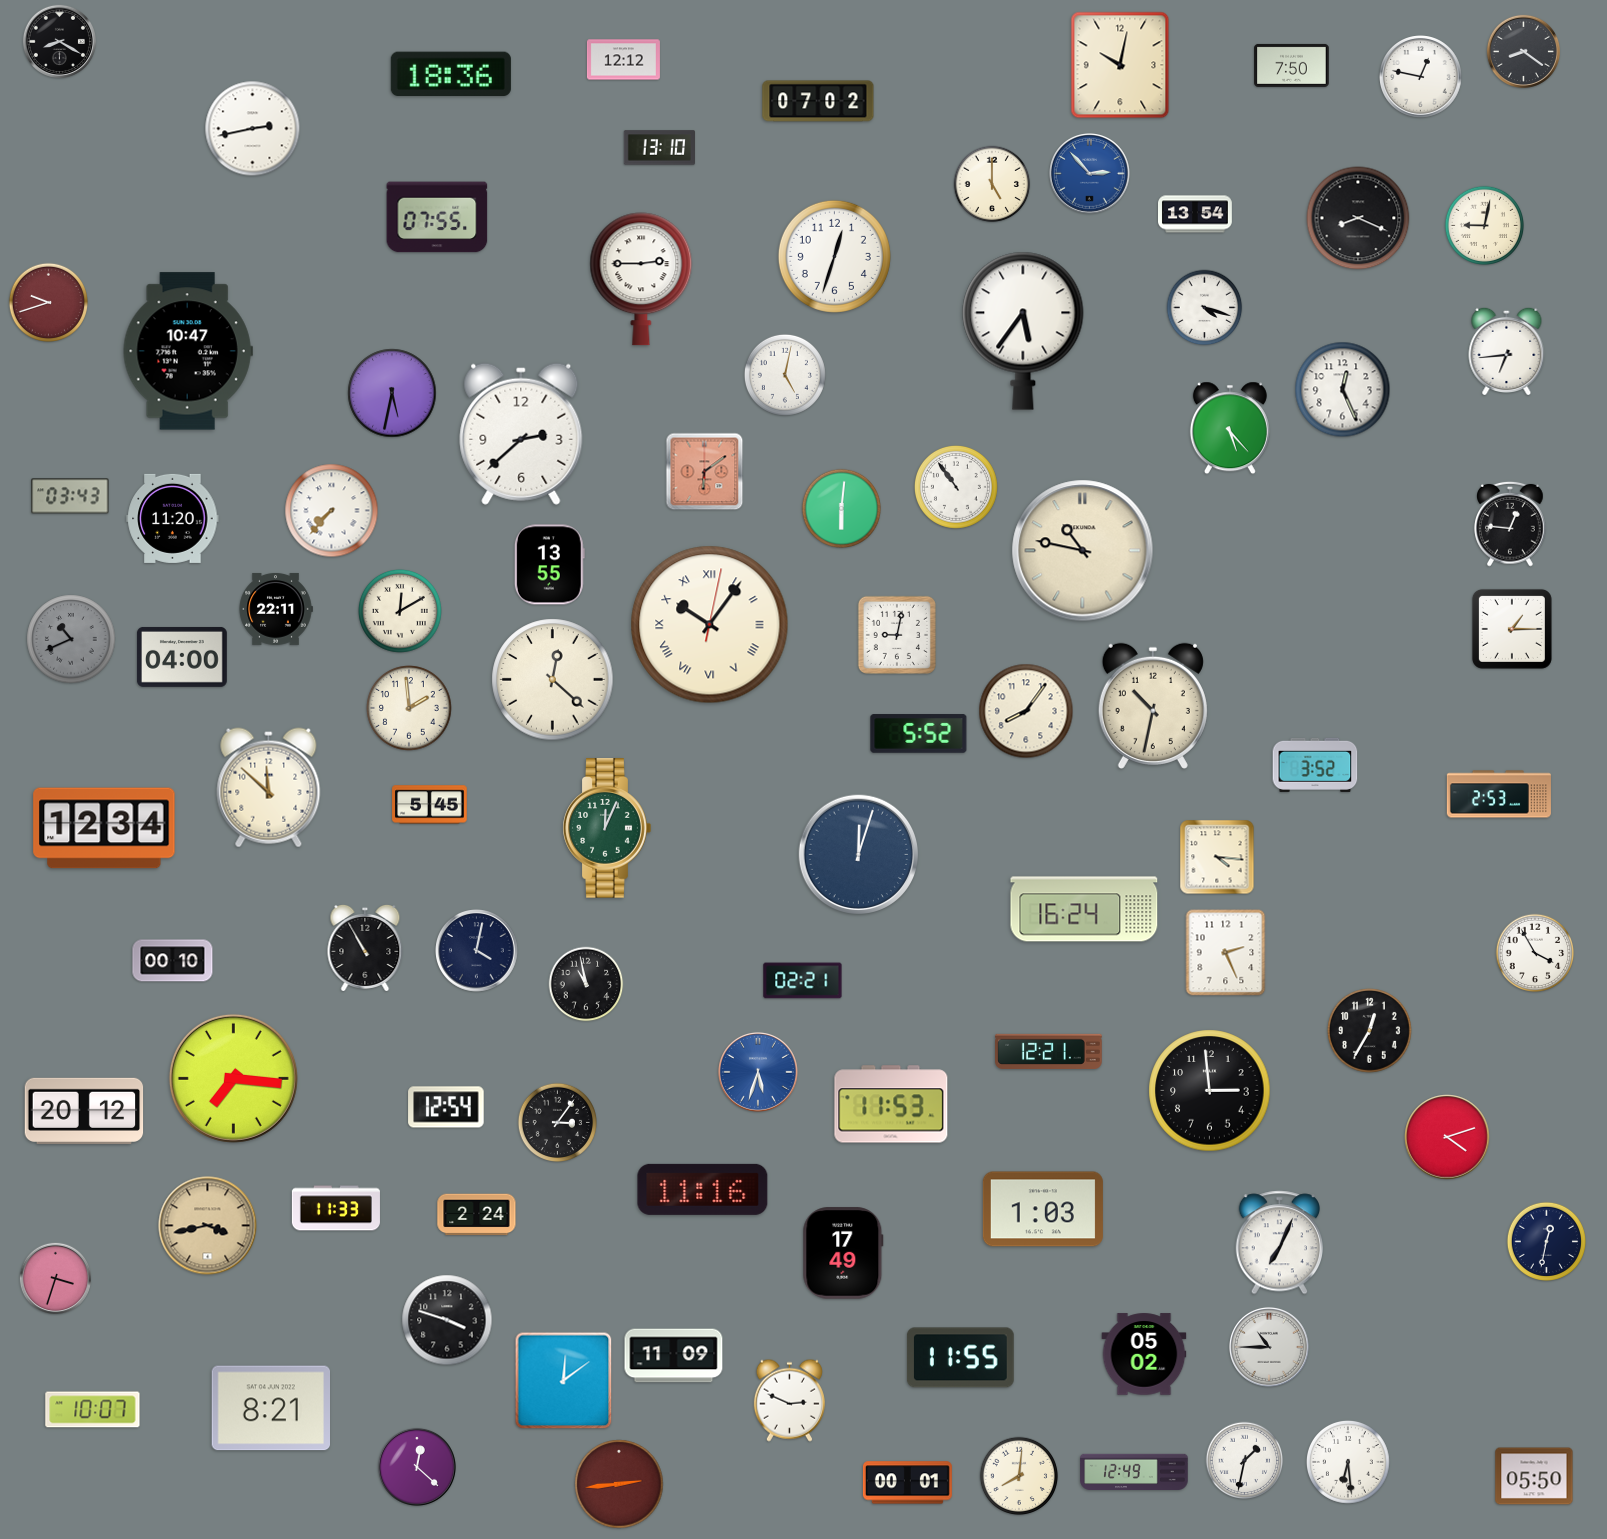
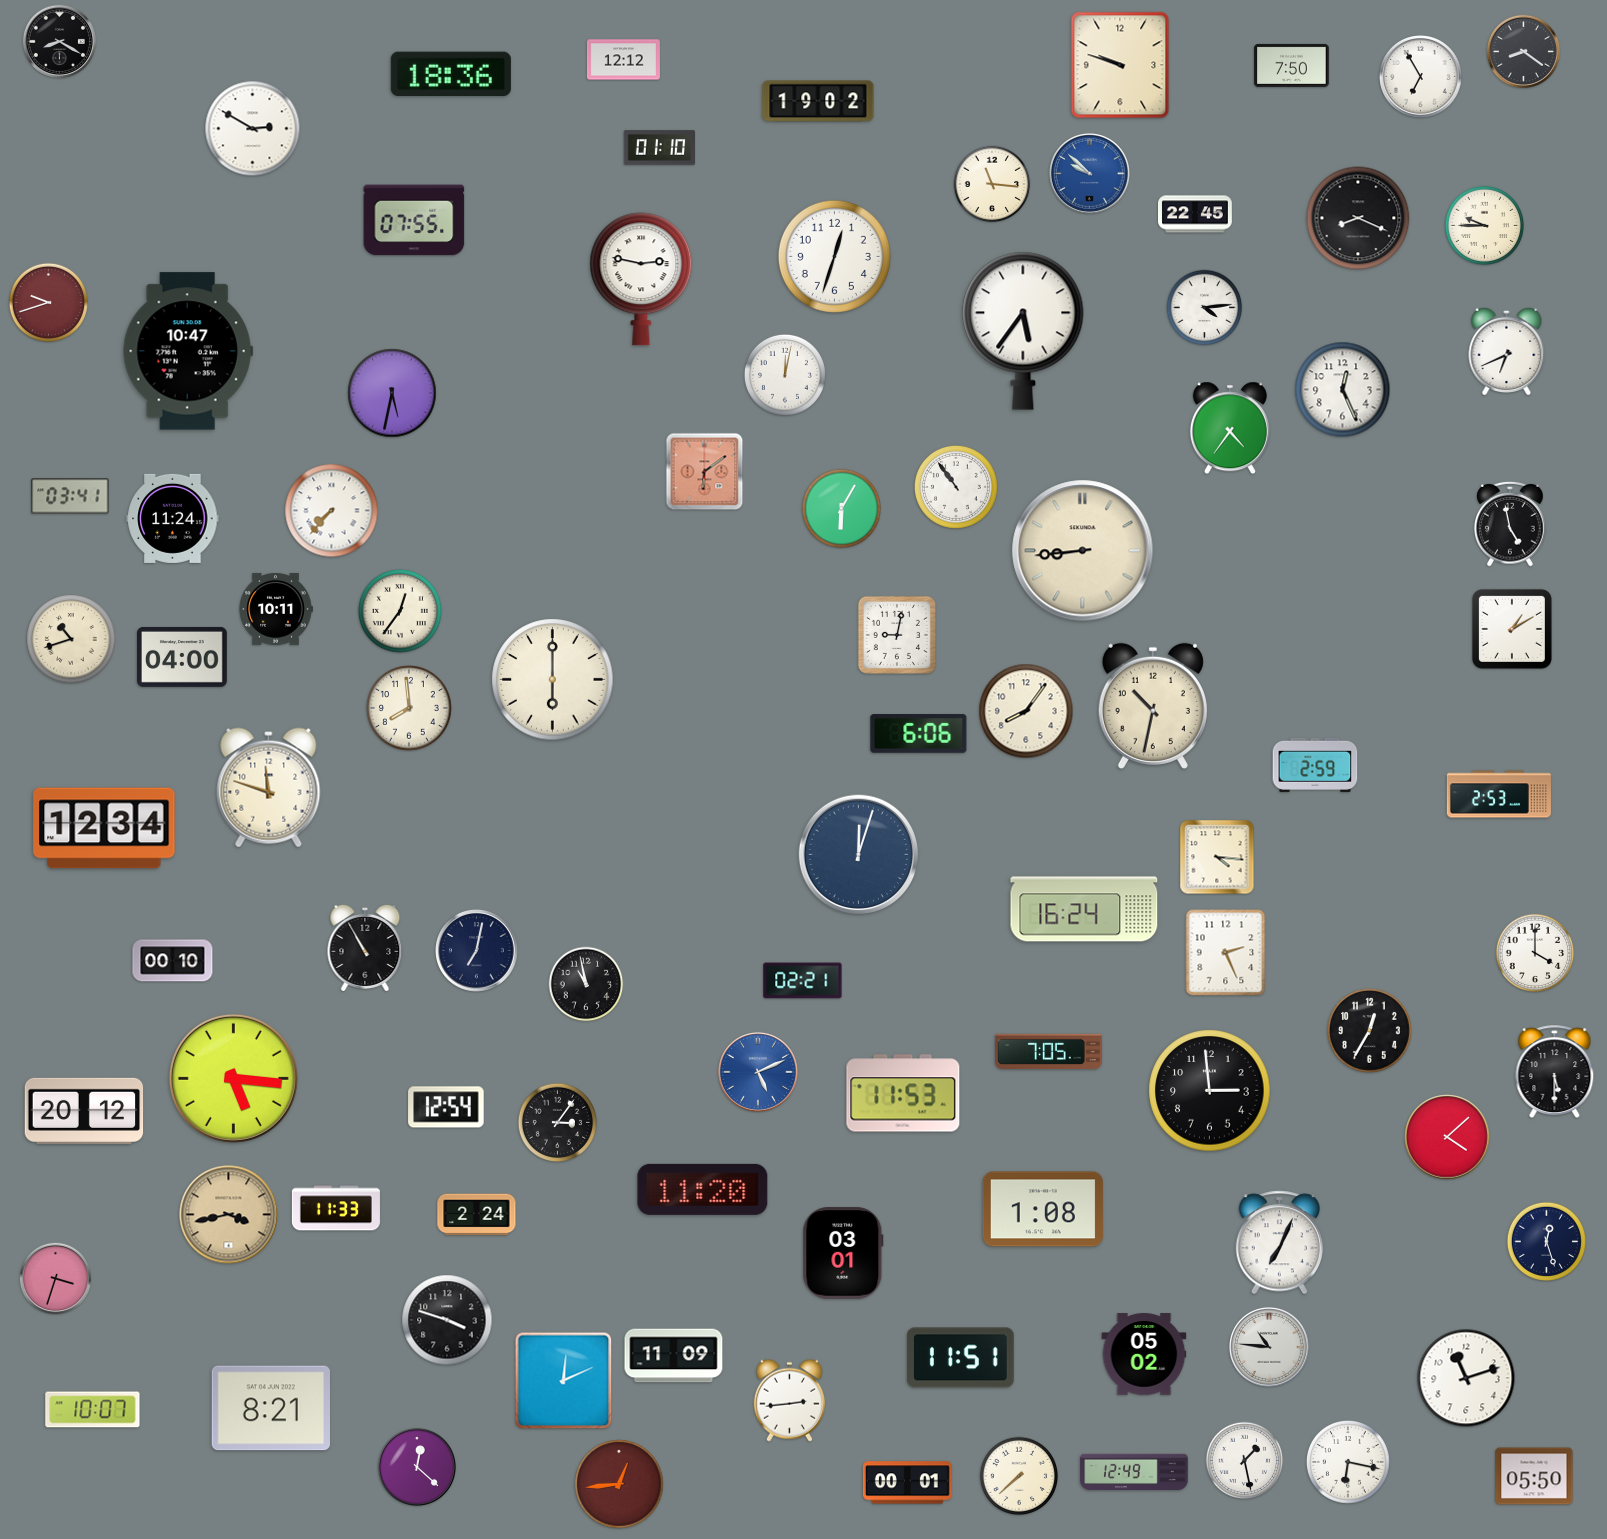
clock at (1120, 65): 10:02 -> 9:48
clock at (1421, 77): 12:47 -> 6:55
clock at (818, 101): 07:02 -> 19:02
clock at (253, 129): 2:43 -> 2:50
clock at (659, 148): 13:10 -> 01:10
clock at (1090, 174): 2:53 -> 9:52
clock at (992, 184): 5:00 -> 11:16
clock at (1196, 214): 13:54 -> 22:45
clock at (437, 217) position: (437, 217) -> (414, 220)
clock at (1484, 225): 9:02 -> 9:45
clock at (641, 279): 2:45 -> 2:47
clock at (1205, 308): 4:18 -> 4:14
clock at (1507, 350): 6:44 -> 6:41
clock at (785, 375): 5:02 -> 12:02
clock at (1230, 428): 5:23 -> 4:36
clock at (521, 434): 2:38 -> none
clock at (70, 496): 03:43 -> 03:41
clock at (841, 508): 6:01 -> 6:05
clock at (173, 518): 11:20 -> 11:24
clock at (1510, 524): 12:46 -> 4:58
clock at (1083, 551): 10:47 -> 8:44
clock at (549, 565): 13:55 -> none
clock at (276, 609): 22:11 -> 10:11
clock at (400, 611): 12:10 -> 12:36
clock at (710, 625): 10:06 -> none
clock at (1512, 629): 1:15 -> 1:10
clock at (71, 639): 10:41 -> 10:42
clock at (71, 639) dial: grey -> cream
clock at (553, 680): 12:22 -> 6:00
clock at (409, 708): 1:59 -> 7:59
clock at (919, 734): 5:52 -> 6:06
clock at (1315, 765): 3:52 -> 2:59
clock at (269, 788): 11:52 -> 11:48
clock at (430, 805): 5:45 -> none
clock at (607, 828): 12:04 -> none
clock at (477, 951): 4:02 -> 7:02
clock at (1535, 953): 3:55 -> 4:00
clock at (1049, 1051): 12:21 -> 7:05
clock at (1555, 1071): none -> 5:30
clock at (758, 1072): 5:33 -> 5:11
clock at (233, 1078): 7:16 -> 5:16
clock at (891, 1104) position: (891, 1104) -> (903, 1093)
clock at (1447, 1137): 4:12 -> 4:08
clock at (703, 1189): 11:16 -> 11:20
clock at (1043, 1209): 1:03 -> 1:08
clock at (208, 1226) position: (208, 1226) -> (229, 1215)
clock at (1546, 1241): 12:32 -> 12:27
clock at (843, 1253): 17:49 -> 03:01
clock at (1269, 1347): 10:45 -> 10:46
clock at (960, 1358): 11:55 -> 11:51
clock at (1466, 1378): none -> 11:12
clock at (564, 1381): 12:09 -> 12:11
clock at (789, 1400): 2:49 -> 2:44
clock at (1245, 1461): 1:32 -> 1:28
clock at (1348, 1462): 6:29 -> 6:17
clock at (1019, 1476): 8:01 -> 7:38
clock at (619, 1484): 2:44 -> 12:44
